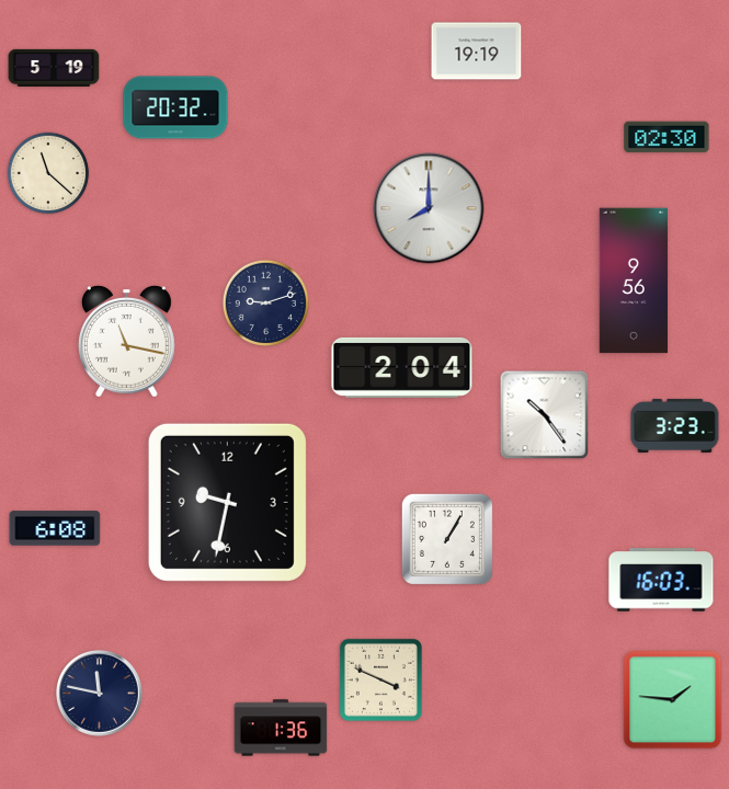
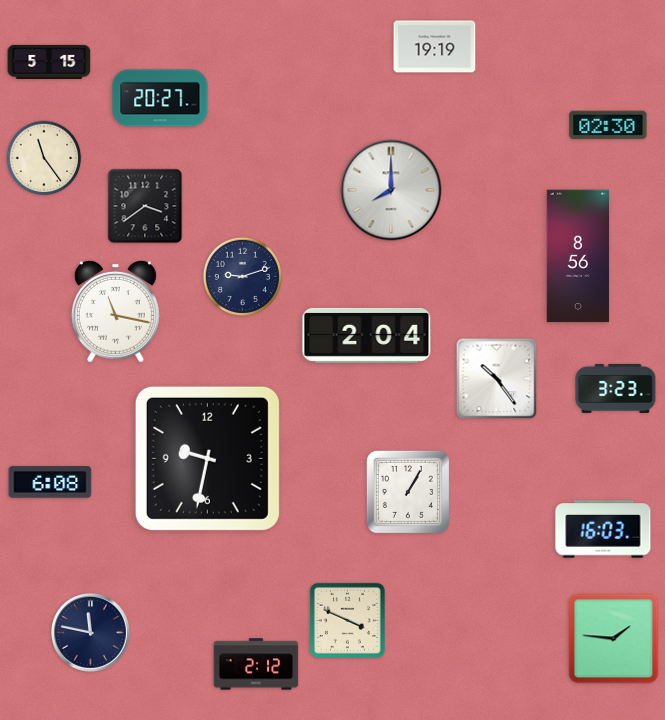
clock at (54, 68): 5:19 -> 5:15
clock at (175, 107): 20:32 -> 20:27
clock at (48, 173): 11:22 -> 11:24
clock at (145, 206): none -> 3:39
clock at (634, 281): 9:56 -> 8:56
clock at (281, 728): 1:36 -> 2:12
